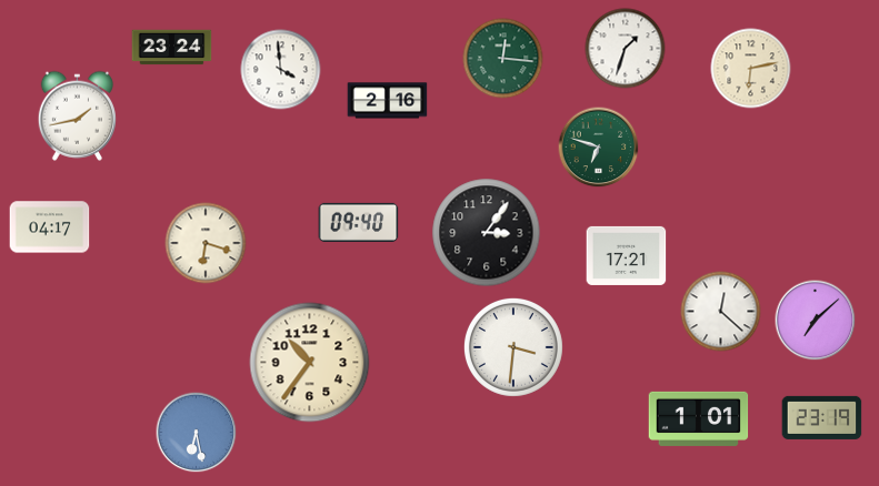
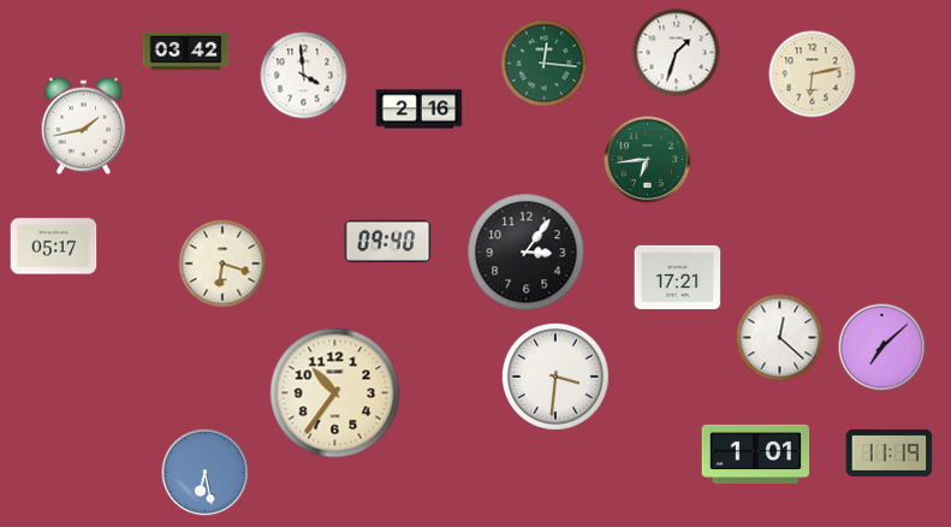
clock at (172, 48): 23:24 -> 03:42
clock at (599, 148): 6:48 -> 6:44
clock at (50, 227): 04:17 -> 05:17
clock at (822, 417): 23:19 -> 11:19
clock at (197, 433) position: (197, 433) -> (206, 473)
